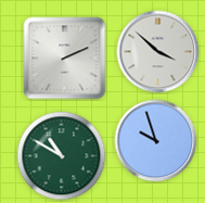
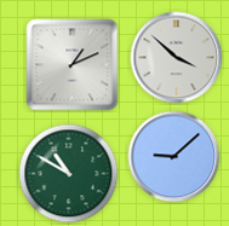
clock at (65, 59): 2:11 -> 1:11
clock at (156, 141): 9:57 -> 9:08
